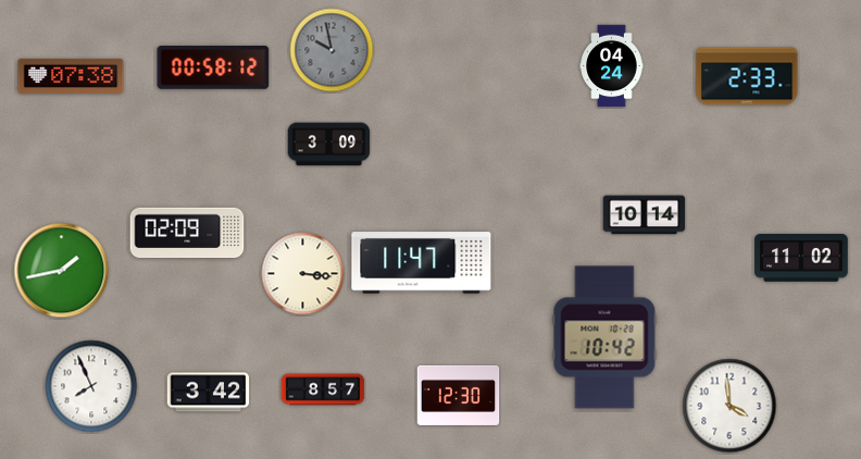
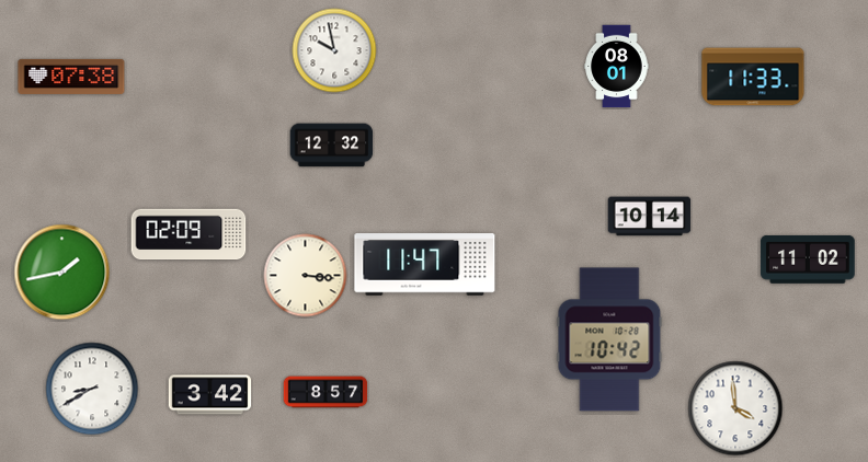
clock at (332, 50) dial: grey -> white
clock at (612, 66): 04:24 -> 08:01
clock at (213, 69): 00:58 -> none
clock at (747, 76): 2:33 -> 11:33
clock at (329, 145): 3:09 -> 12:32
clock at (91, 386): 7:56 -> 8:40
clock at (459, 395): 12:30 -> none
